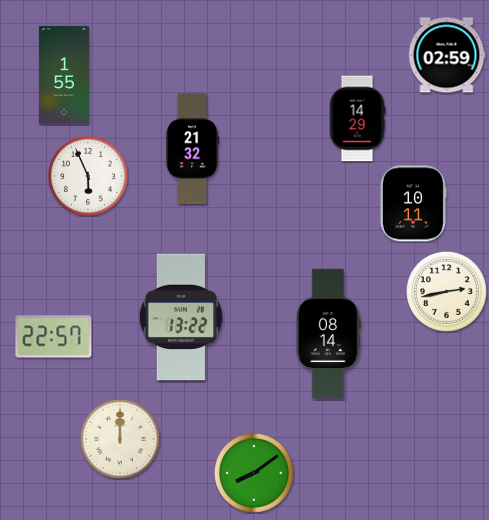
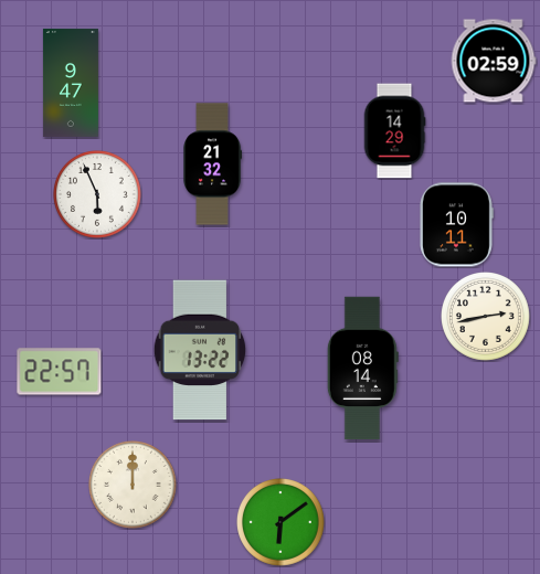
clock at (64, 75): 1:55 -> 9:47
clock at (447, 292) position: (447, 292) -> (486, 317)
clock at (255, 474): 8:09 -> 6:09
